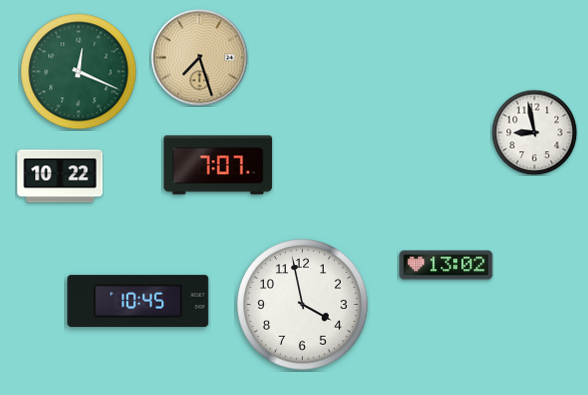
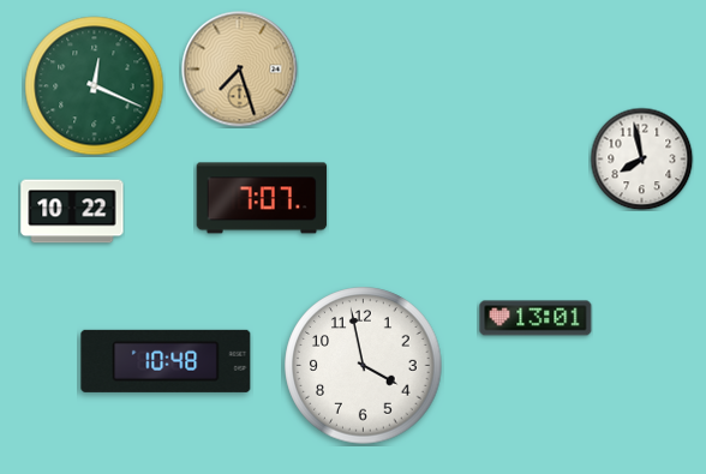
clock at (534, 132): 8:58 -> 7:58
clock at (446, 265): 13:02 -> 13:01
clock at (138, 301): 10:45 -> 10:48
